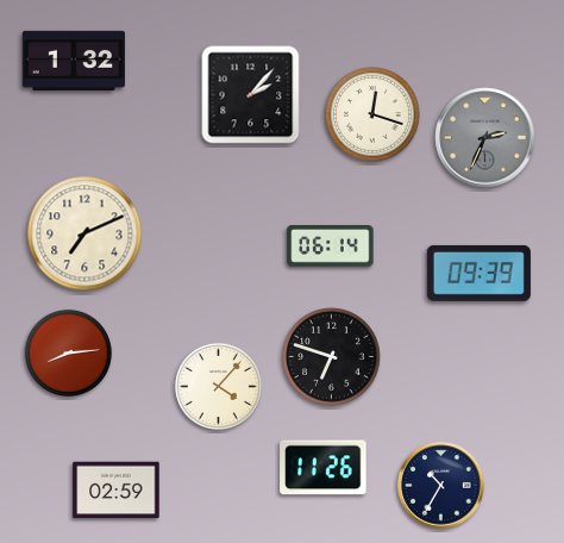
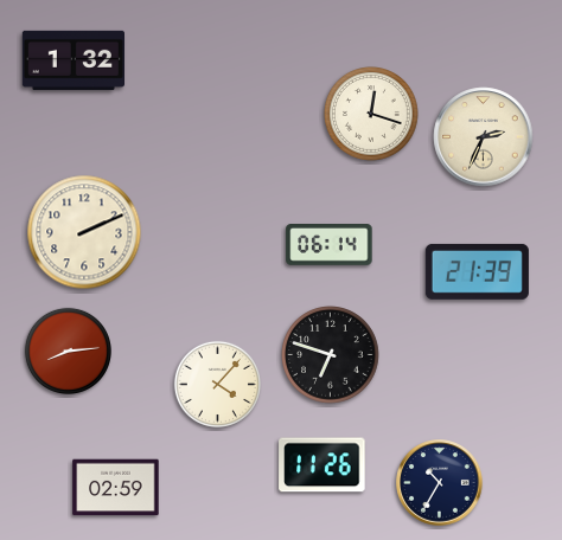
clock at (251, 95): 2:07 -> none
clock at (485, 138) dial: grey -> cream
clock at (84, 233): 7:11 -> 2:11
clock at (478, 273): 09:39 -> 21:39
